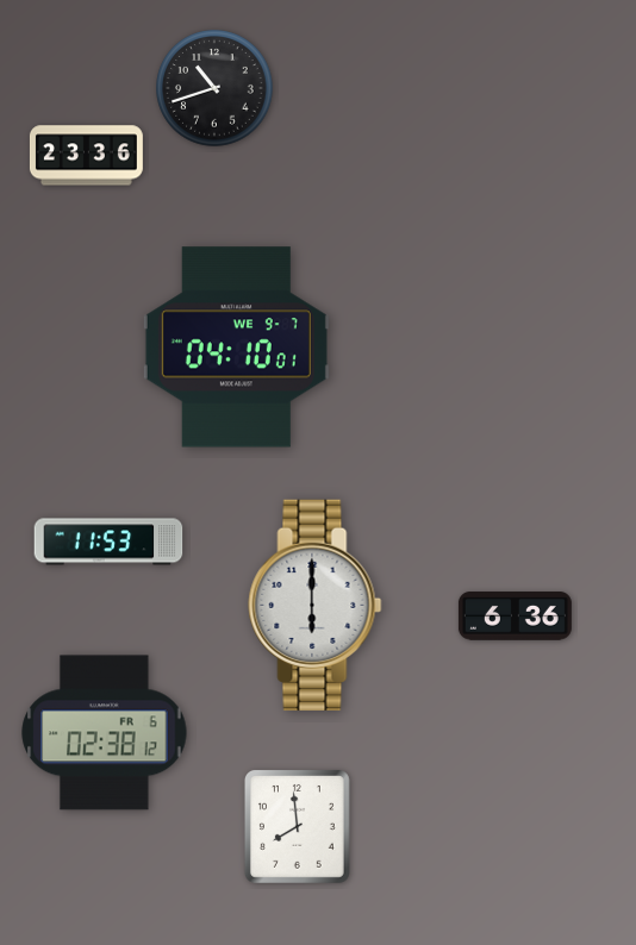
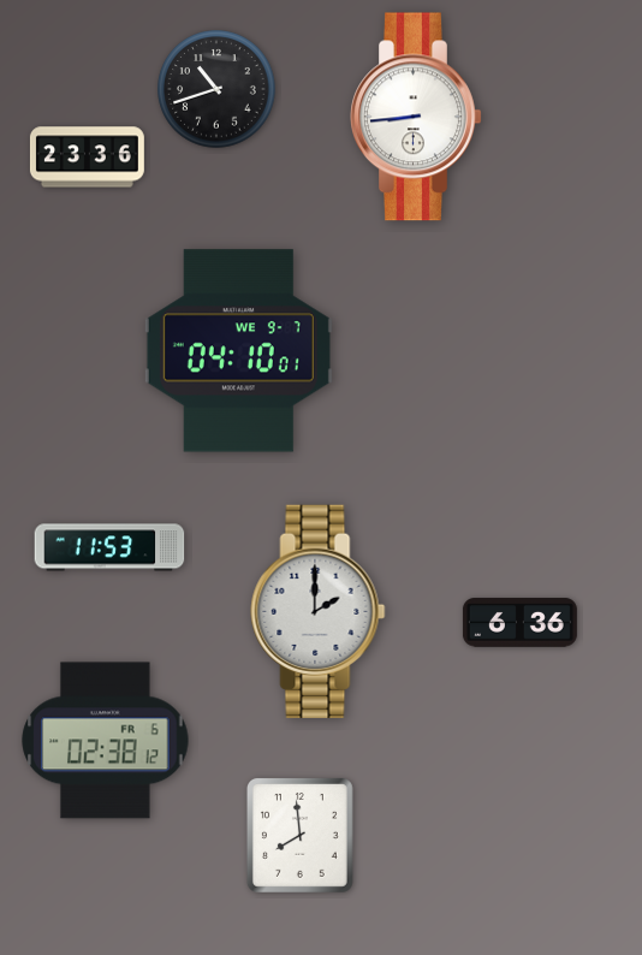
clock at (416, 117): none -> 8:44
clock at (316, 605): 6:00 -> 2:00
